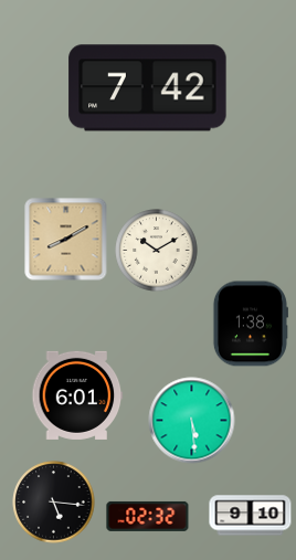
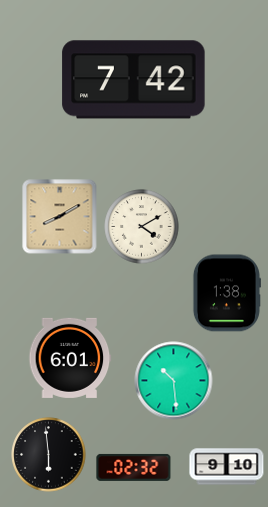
clock at (157, 251): 10:10 -> 4:10
clock at (192, 421): 5:29 -> 10:29
clock at (54, 503): 5:16 -> 5:59
